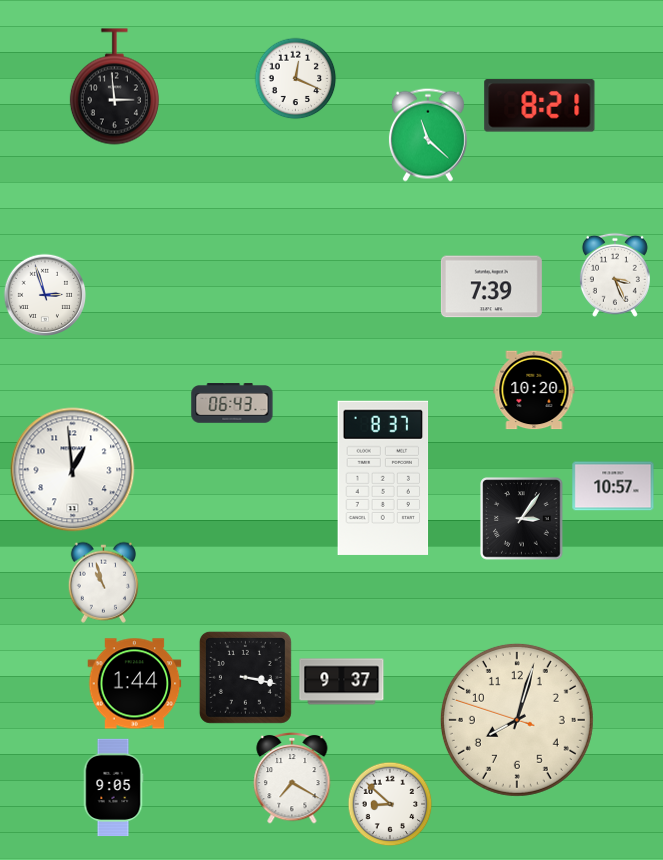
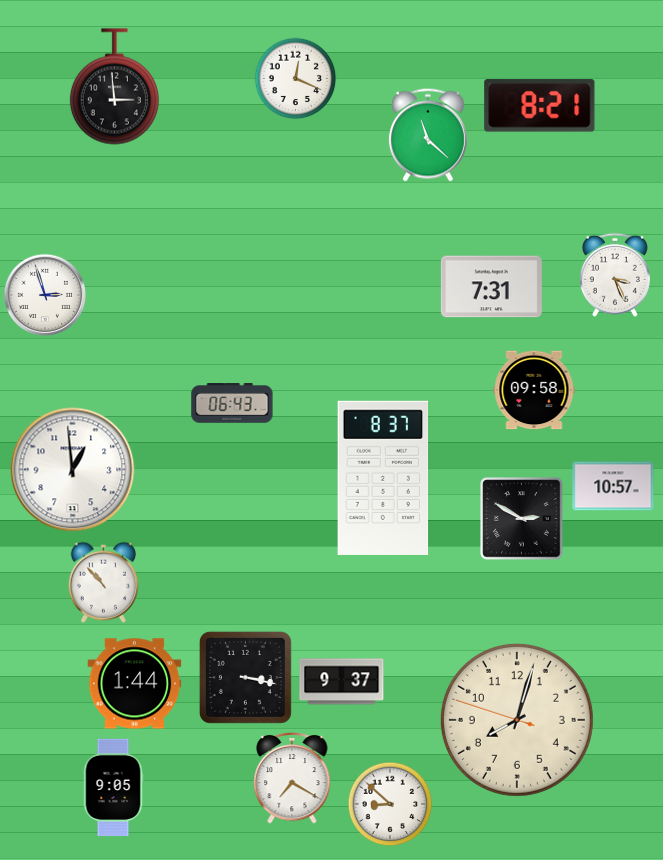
clock at (491, 287): 7:39 -> 7:31
clock at (534, 390): 10:20 -> 09:58
clock at (522, 519): 3:06 -> 2:50
clock at (103, 582): 10:57 -> 10:53
